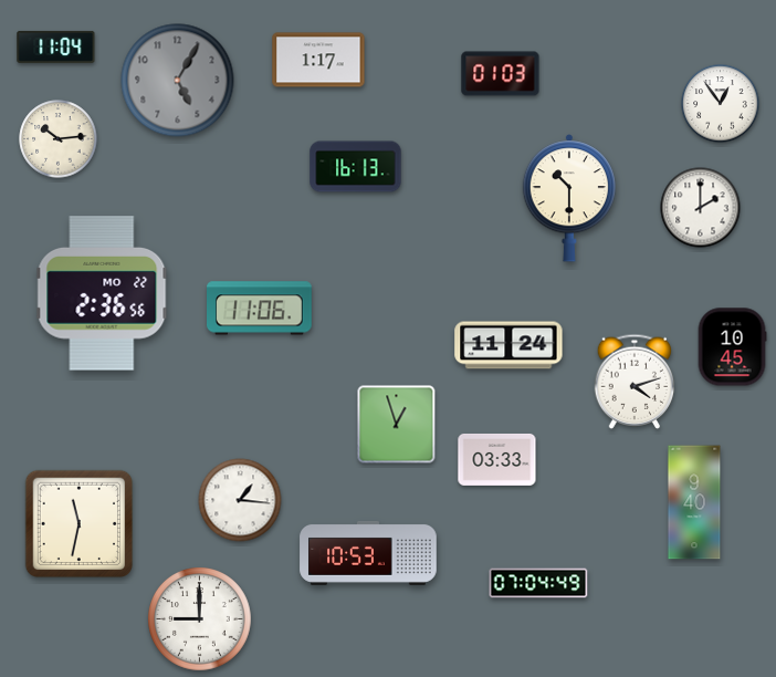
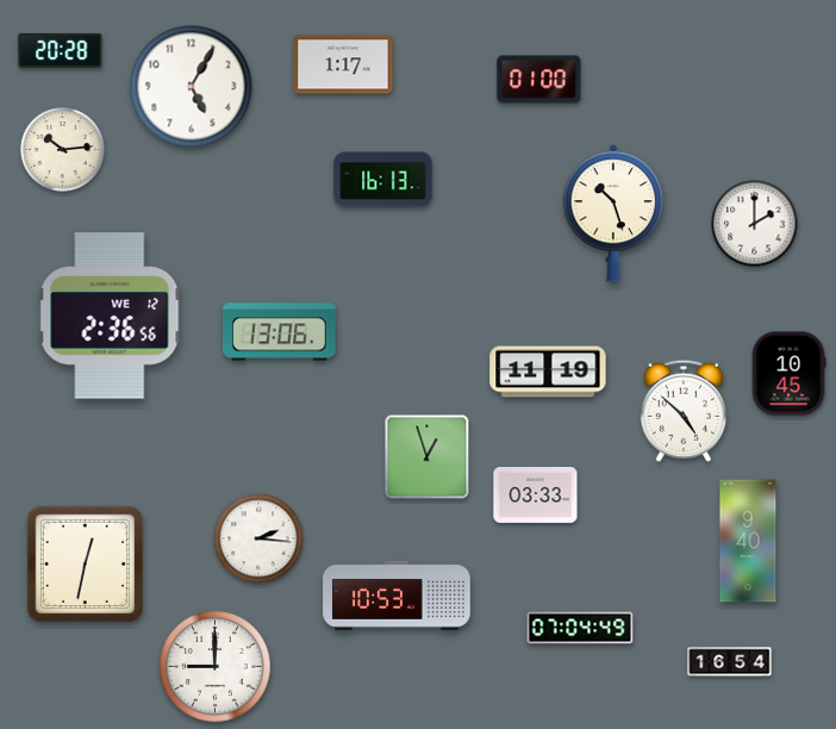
clock at (56, 46): 11:04 -> 20:28
clock at (501, 74): 01:03 -> 01:00
clock at (178, 81) dial: grey -> white
clock at (721, 104): 12:54 -> none
clock at (568, 198): 10:30 -> 10:27
clock at (102, 293) date: MO 22 -> WE 12
clock at (260, 309): 11:06 -> 13:06
clock at (508, 345): 11:24 -> 11:19
clock at (635, 382): 4:12 -> 4:52
clock at (240, 500): 1:16 -> 2:16
clock at (80, 524): 11:32 -> 12:32
clock at (730, 662): none -> 16:54
